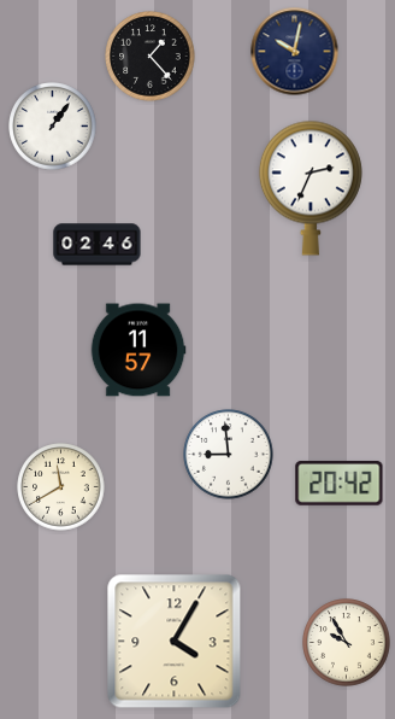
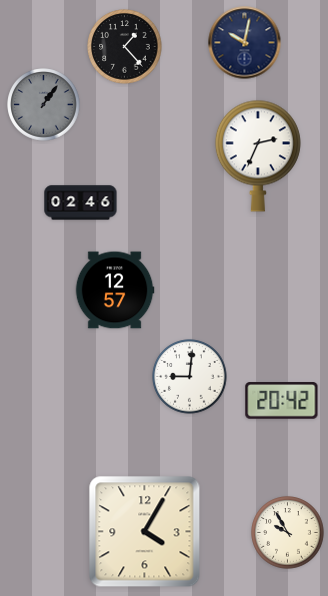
clock at (53, 127) dial: white -> grey
clock at (138, 350): 11:57 -> 12:57
clock at (229, 455): 8:59 -> 9:01
clock at (61, 487): 11:40 -> none
